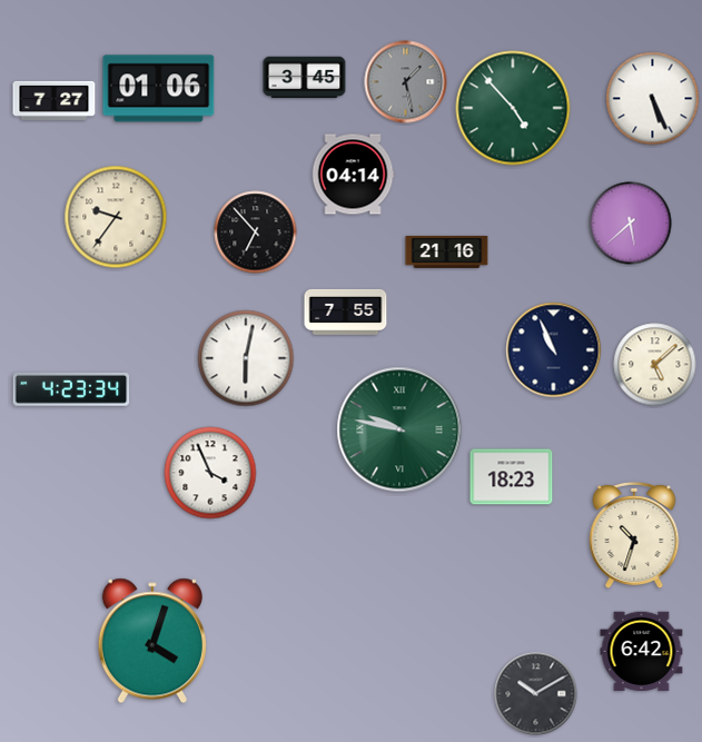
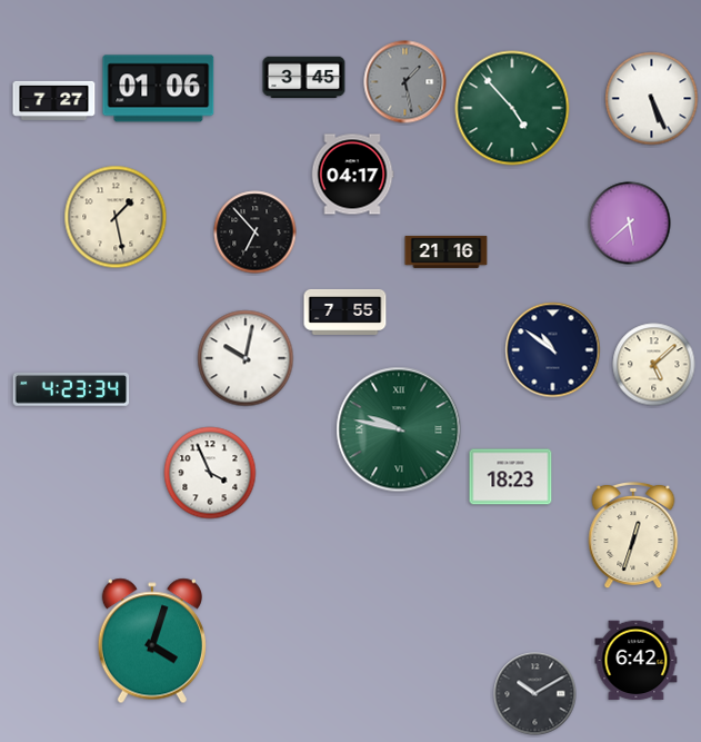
clock at (353, 175): 04:14 -> 04:17
clock at (116, 217): 9:36 -> 1:28
clock at (554, 350): 10:56 -> 10:51
clock at (246, 358): 6:02 -> 10:02
clock at (634, 535): 10:33 -> 12:33
clock at (642, 652) position: (642, 652) -> (637, 661)
